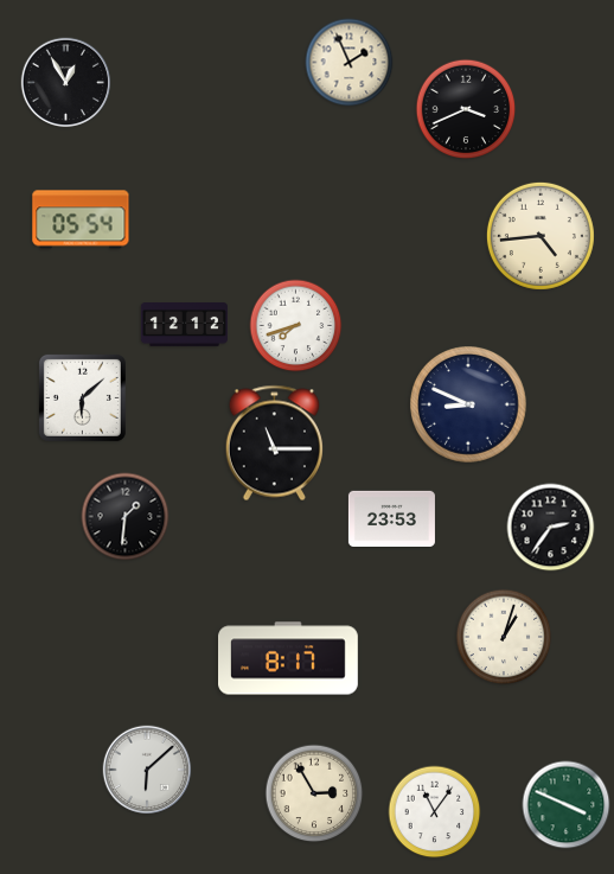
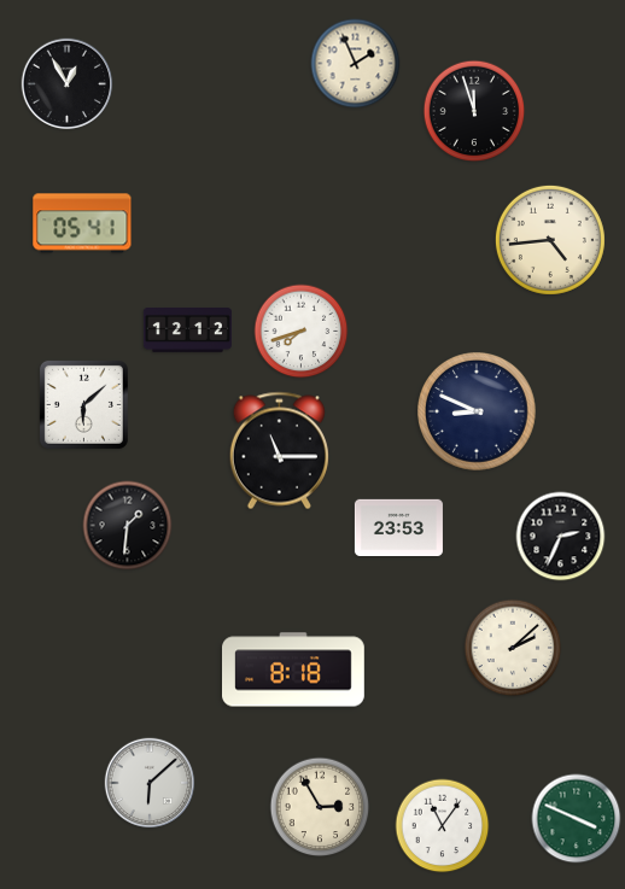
clock at (466, 109): 3:41 -> 11:57
clock at (81, 219): 05:54 -> 05:41
clock at (551, 528): 2:36 -> 2:34
clock at (504, 637): 1:03 -> 2:08
clock at (289, 658): 8:17 -> 8:18
